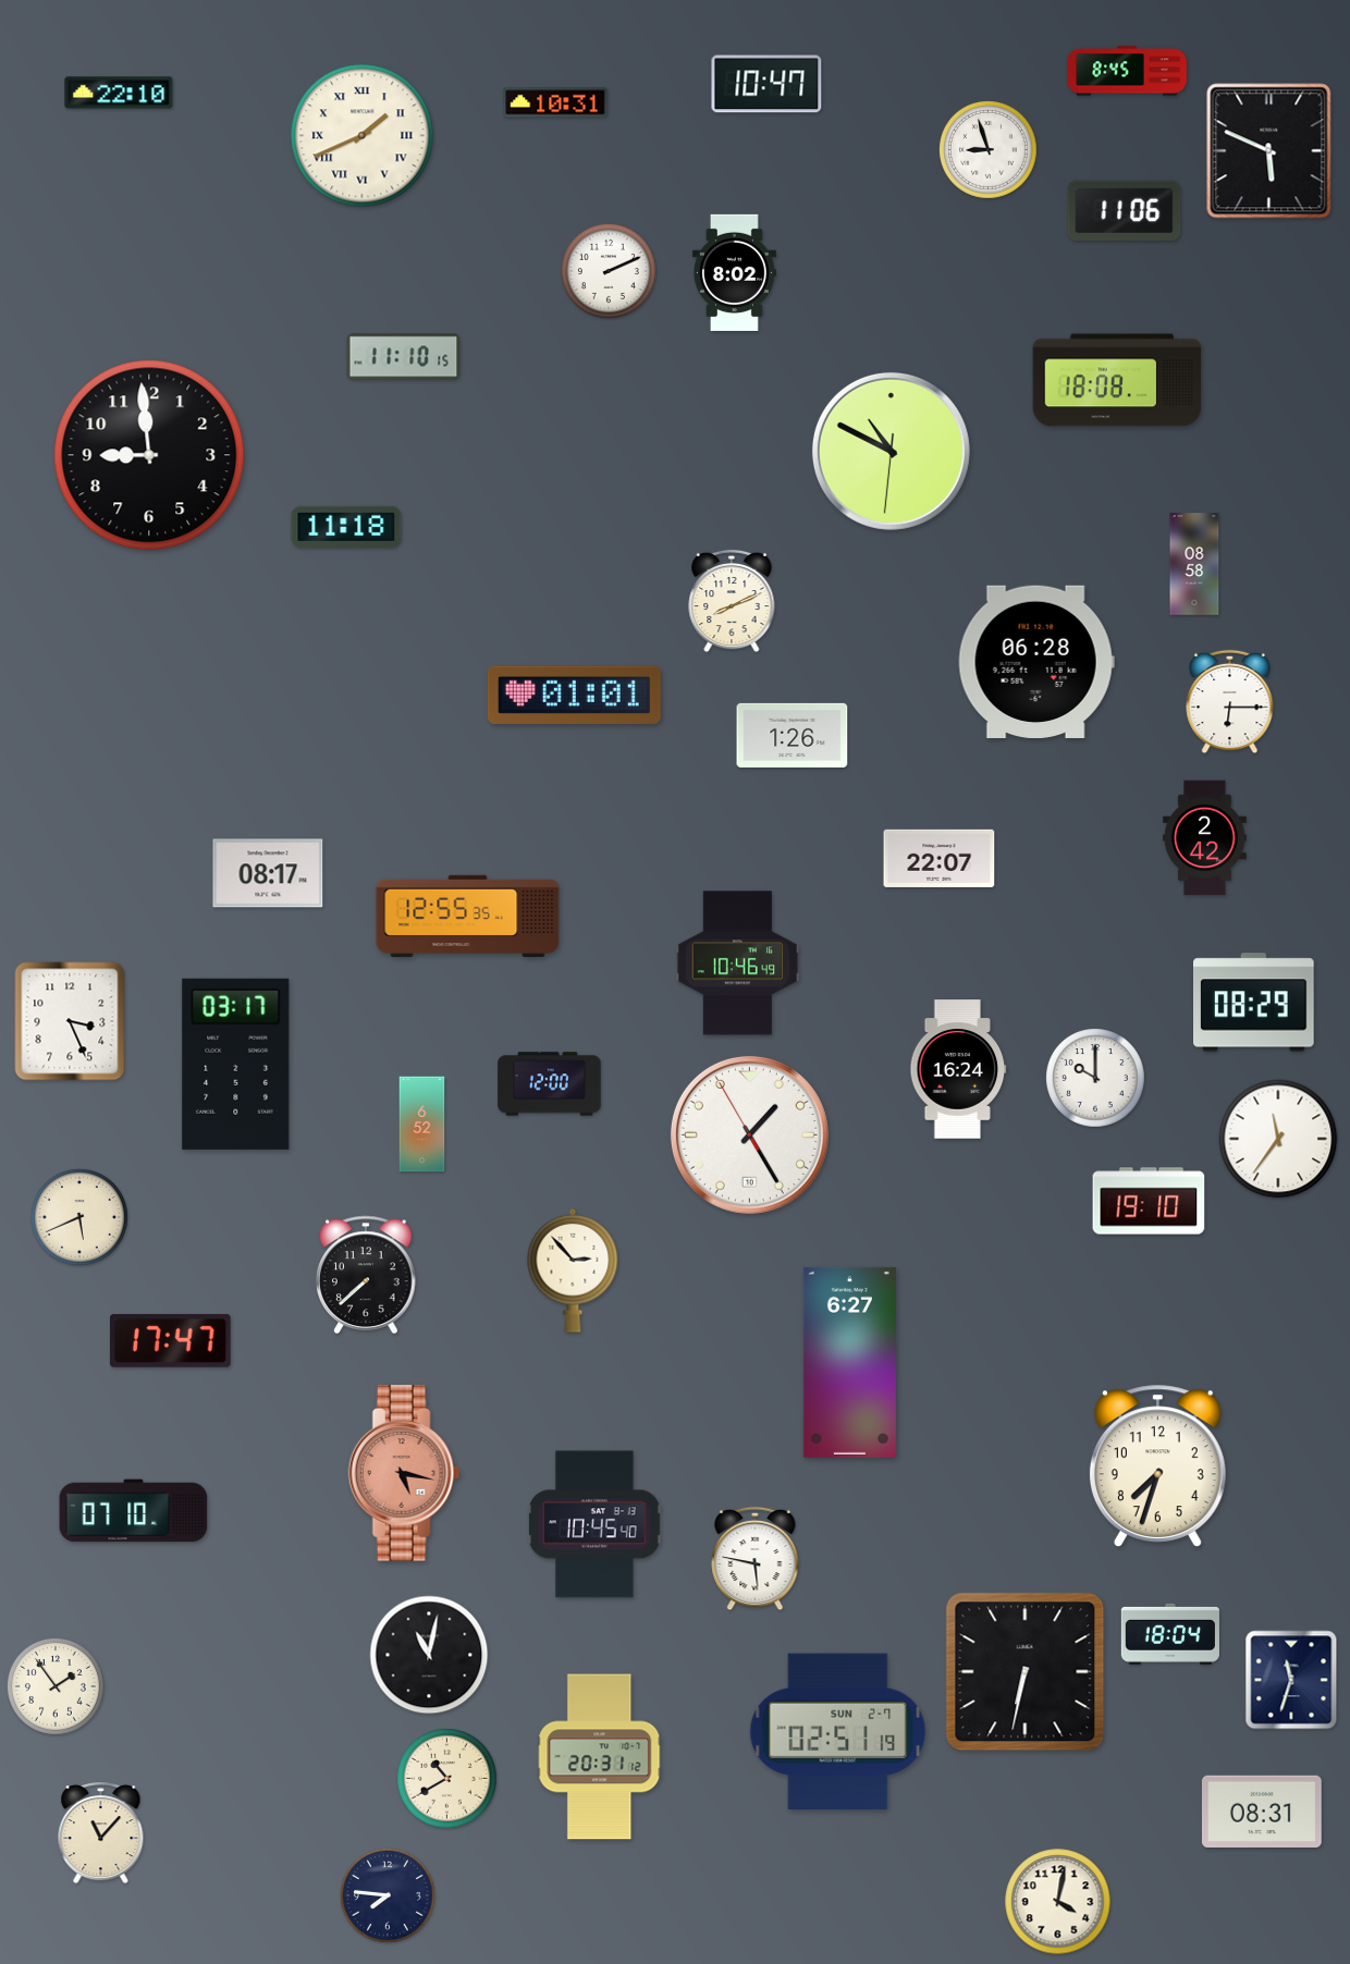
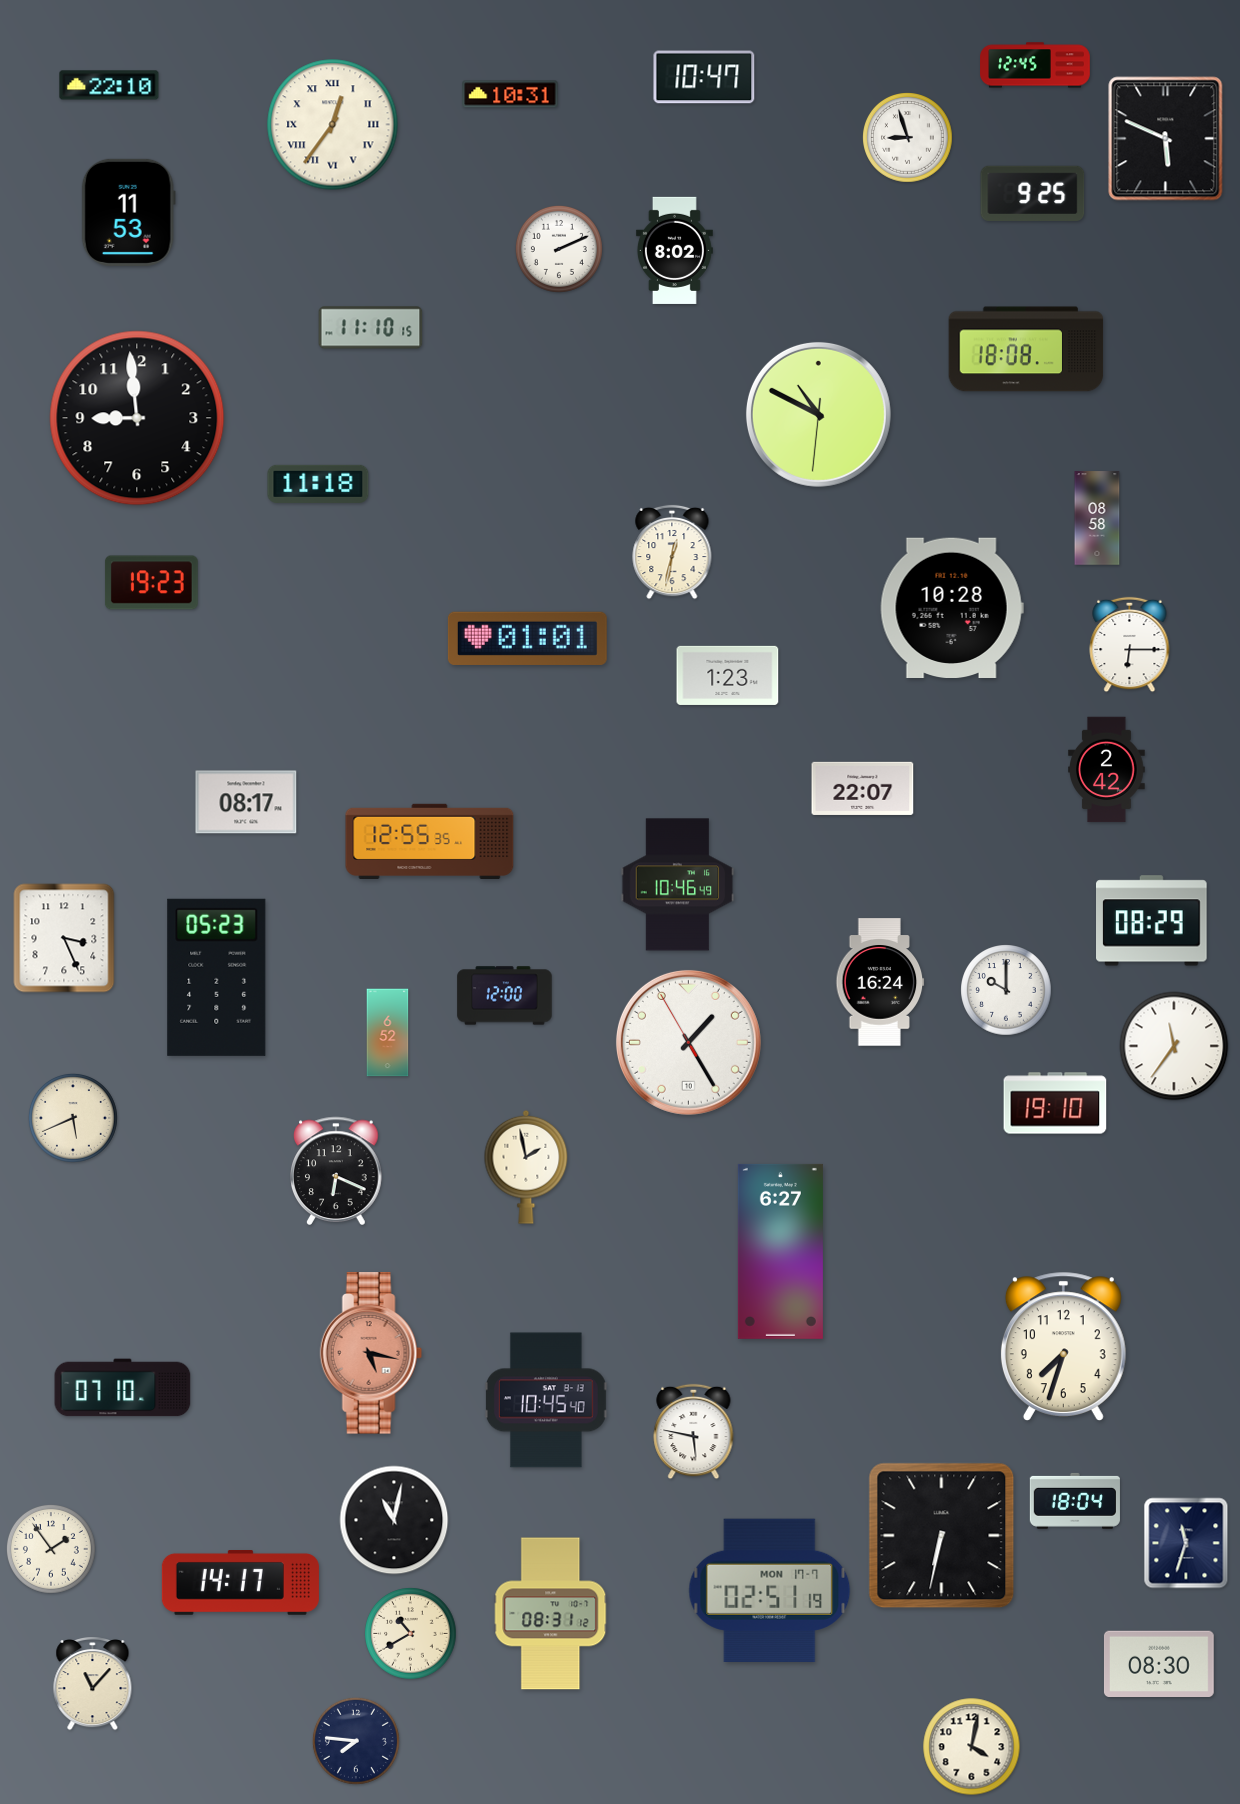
clock at (1127, 71): 8:45 -> 12:45
clock at (363, 136): 1:41 -> 12:36
clock at (1125, 210): 11:06 -> 9:25
clock at (128, 212): none -> 11:53
clock at (732, 601): 8:11 -> 12:32
clock at (151, 583): none -> 19:23
clock at (1036, 661): 06:28 -> 10:28
clock at (793, 735): 1:26 -> 1:23
clock at (236, 1064): 03:17 -> 05:23
clock at (573, 1271): 2:53 -> 1:58
clock at (366, 1274): 7:38 -> 6:19
clock at (171, 1341): 17:47 -> none
clock at (240, 1583): none -> 14:17
clock at (838, 1731) date: SUN 2-7 -> MON 17-7
clock at (600, 1757): 20:31 -> 08:31
clock at (1262, 1812): 08:31 -> 08:30
